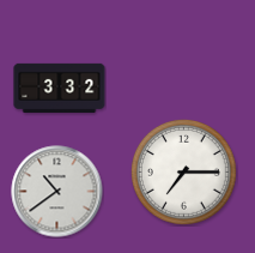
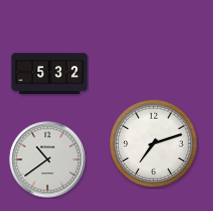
clock at (60, 88): 3:32 -> 5:32
clock at (183, 171): 7:15 -> 7:12
